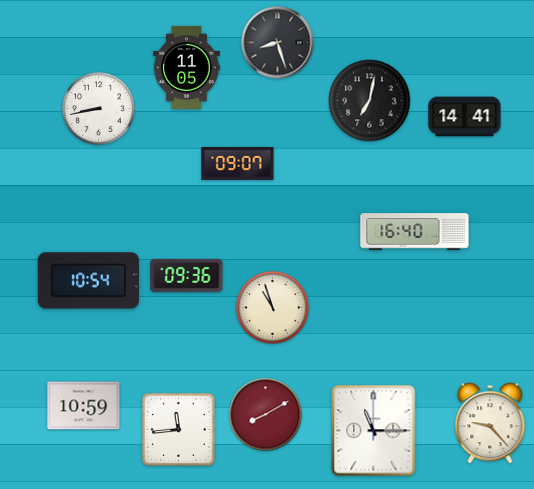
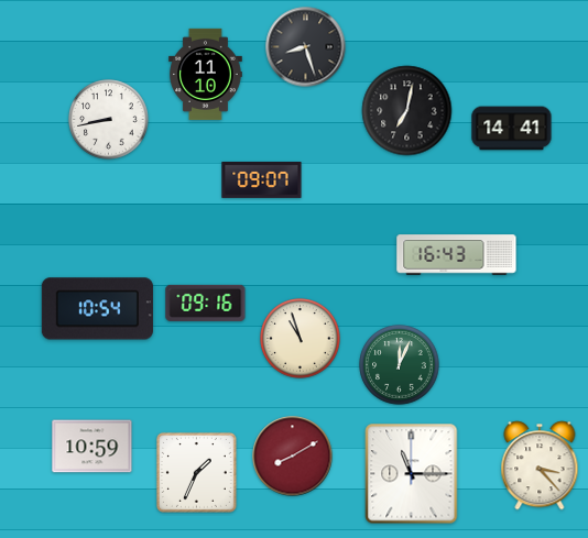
clock at (187, 67): 11:05 -> 11:10
clock at (415, 232): 16:40 -> 16:43
clock at (187, 275): 09:36 -> 09:16
clock at (400, 365): none -> 12:04
clock at (490, 423): 9:23 -> 3:23
clock at (178, 429): 11:44 -> 1:34
